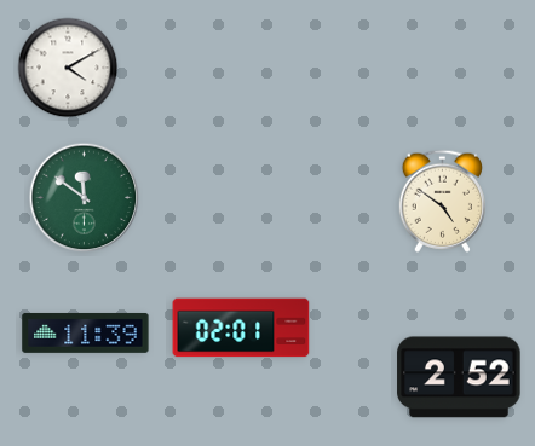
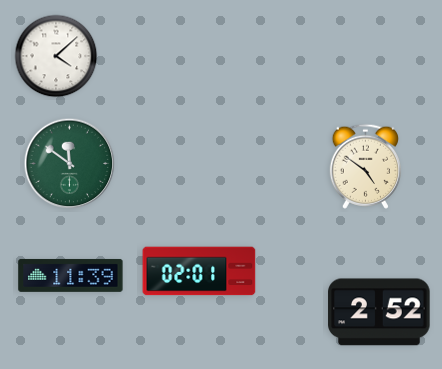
clock at (68, 68): 4:10 -> 4:08
